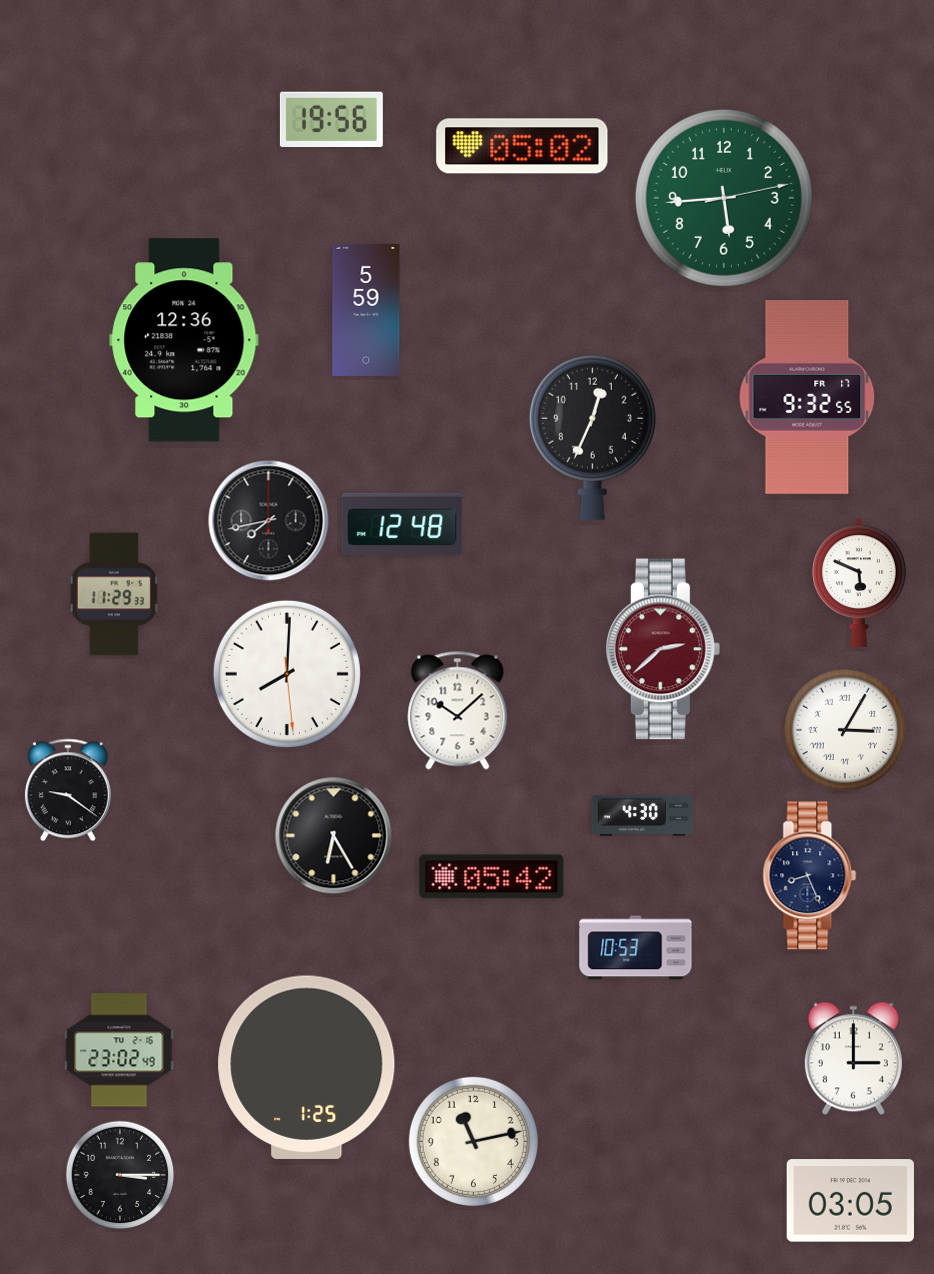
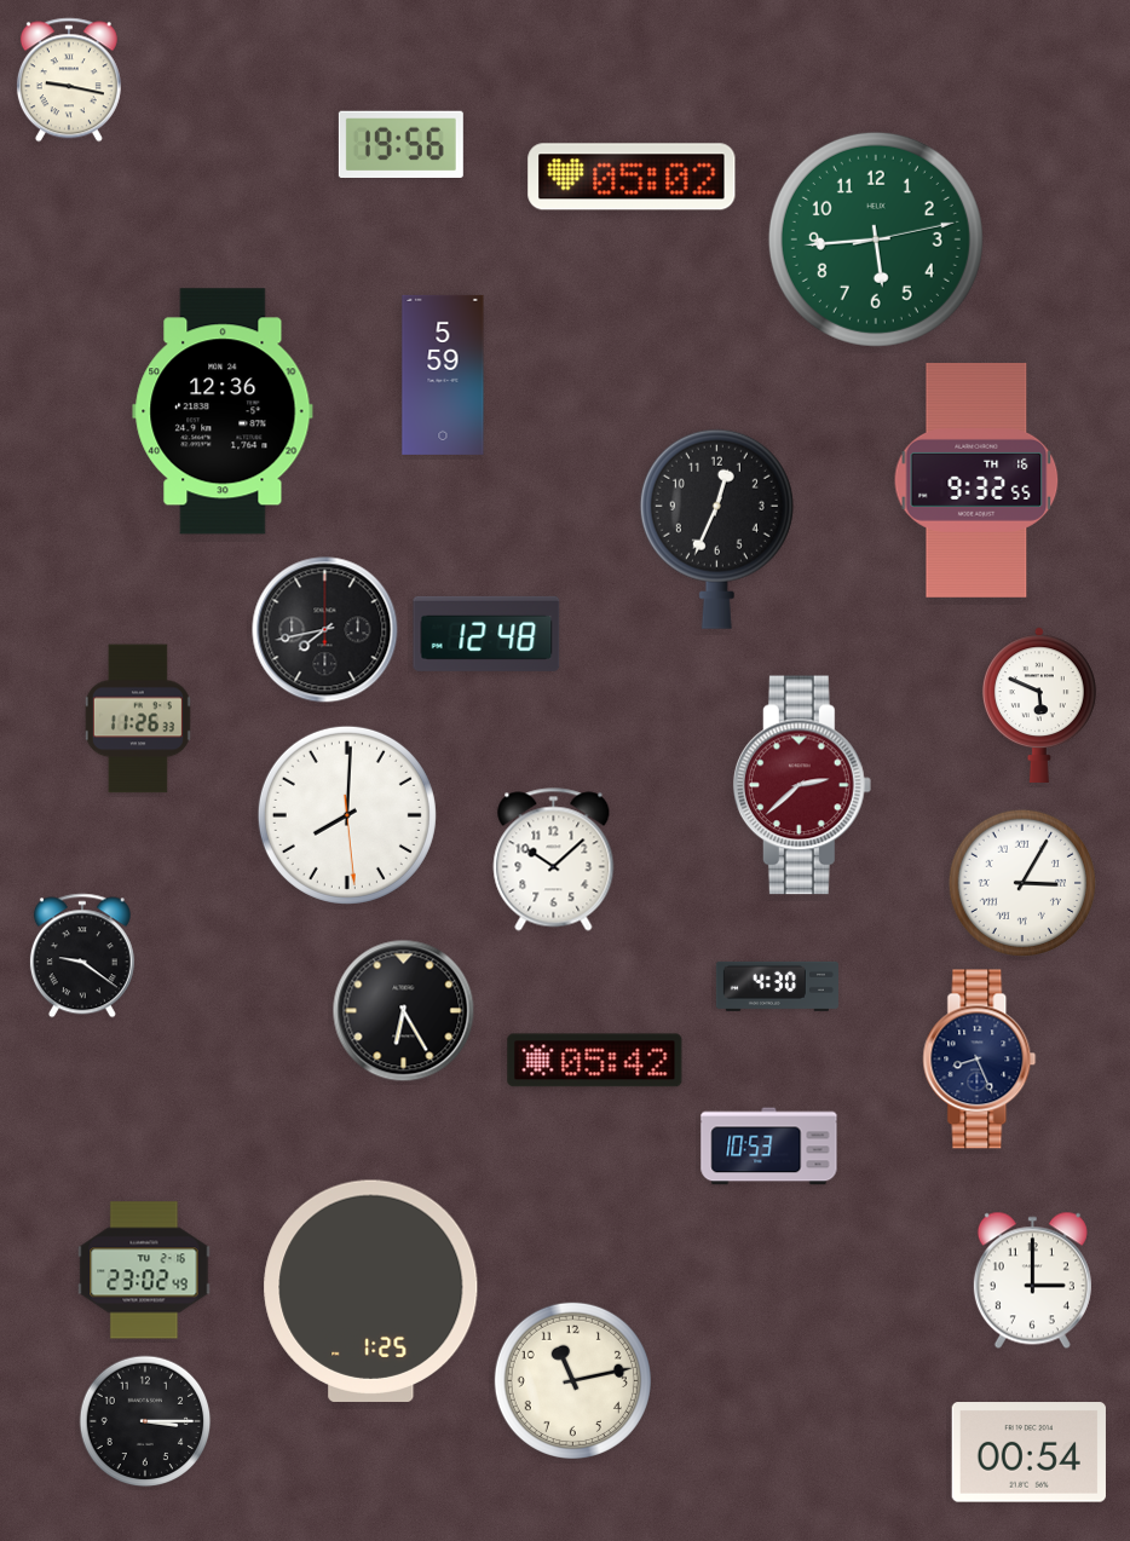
clock at (69, 80): none -> 9:17
clock at (807, 398) date: FR 17 -> TH 16
clock at (114, 594): 11:29 -> 11:26
clock at (850, 1201): 03:05 -> 00:54
